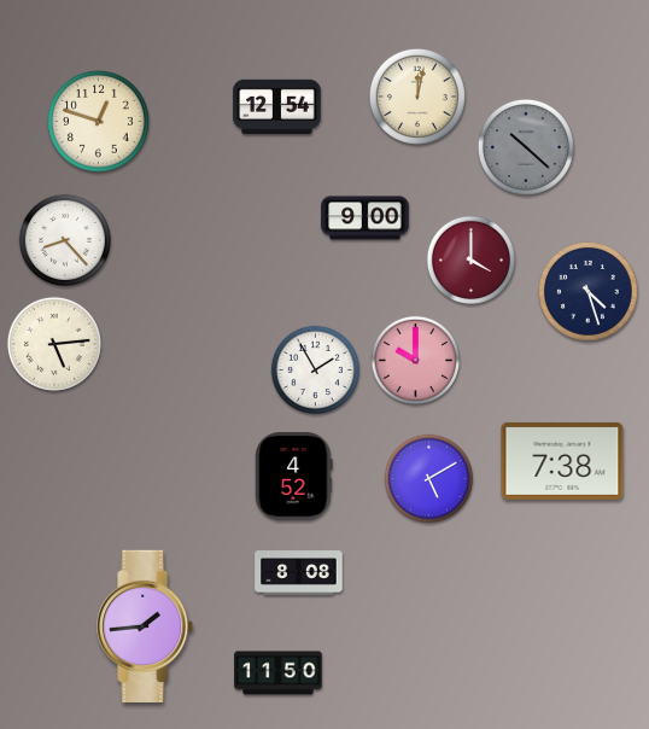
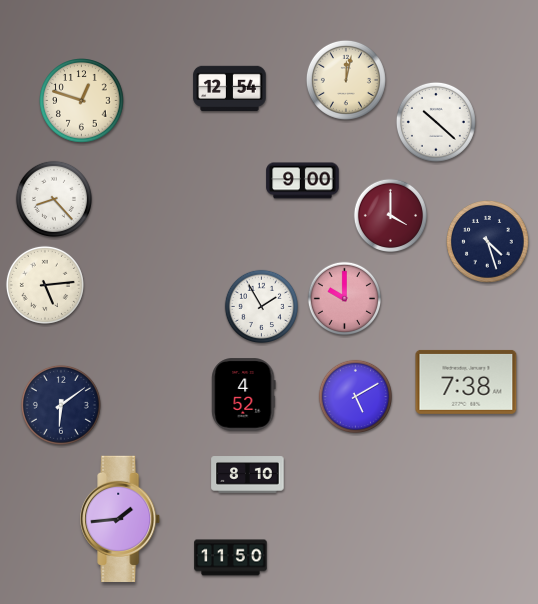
clock at (526, 147) dial: grey -> white
clock at (61, 405): none -> 6:09
clock at (299, 573): 8:08 -> 8:10
